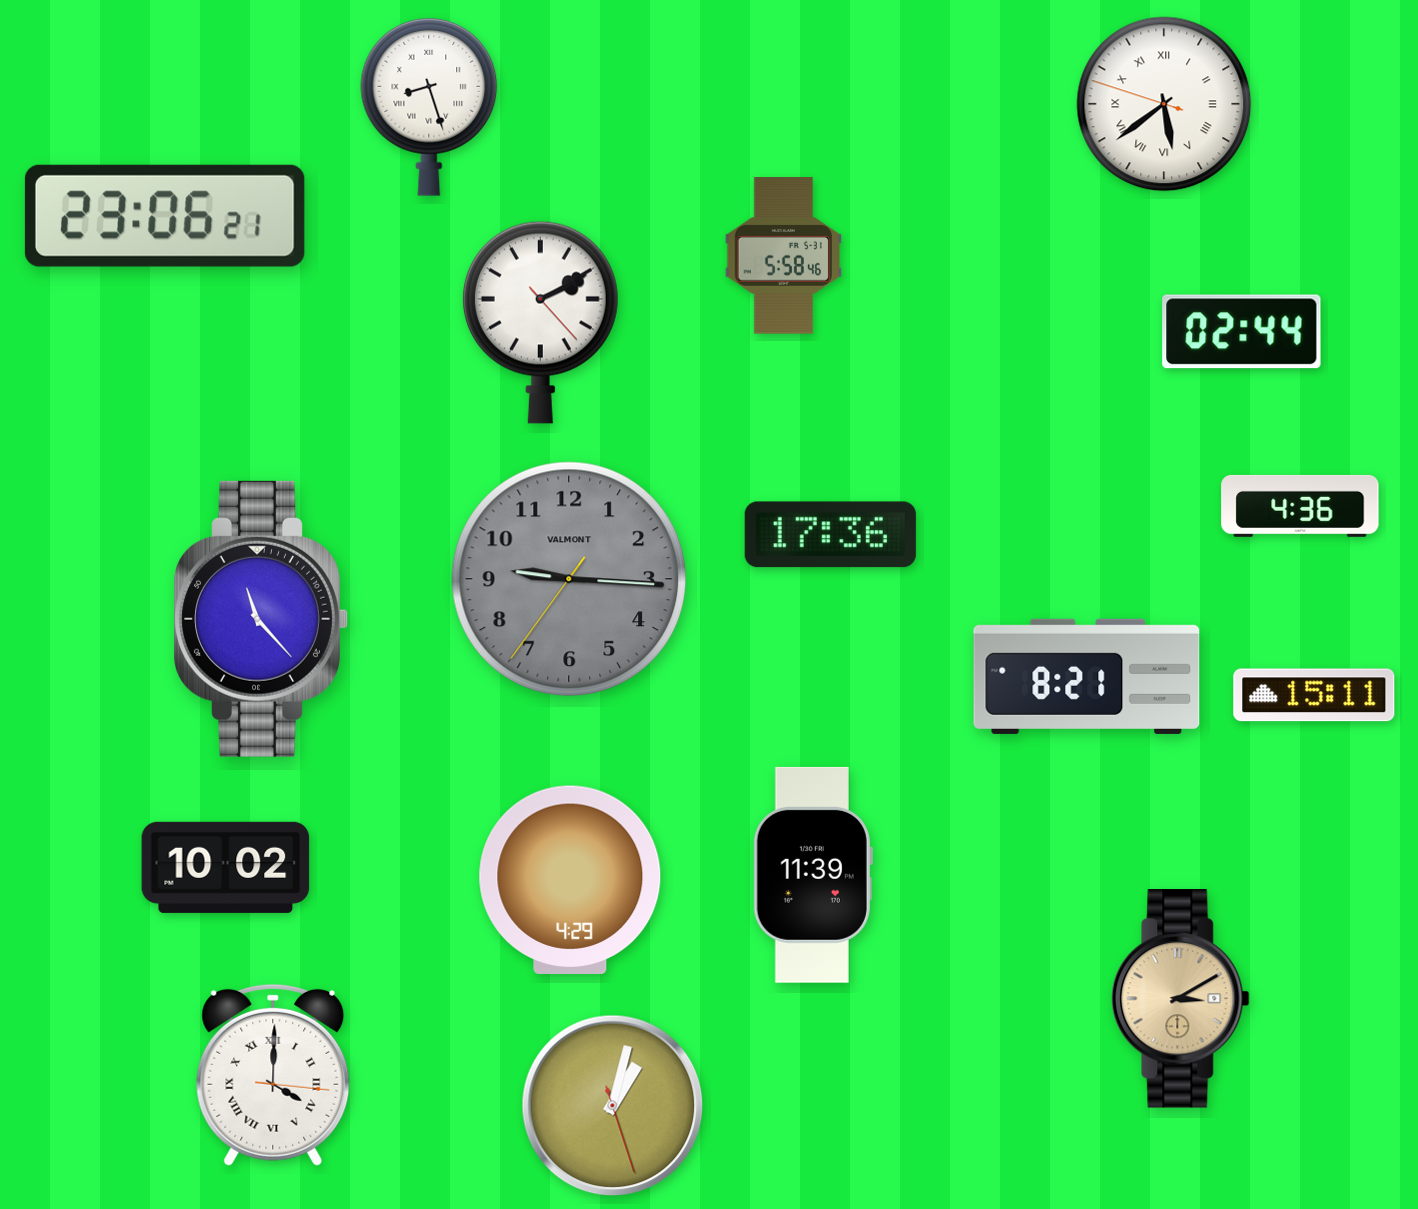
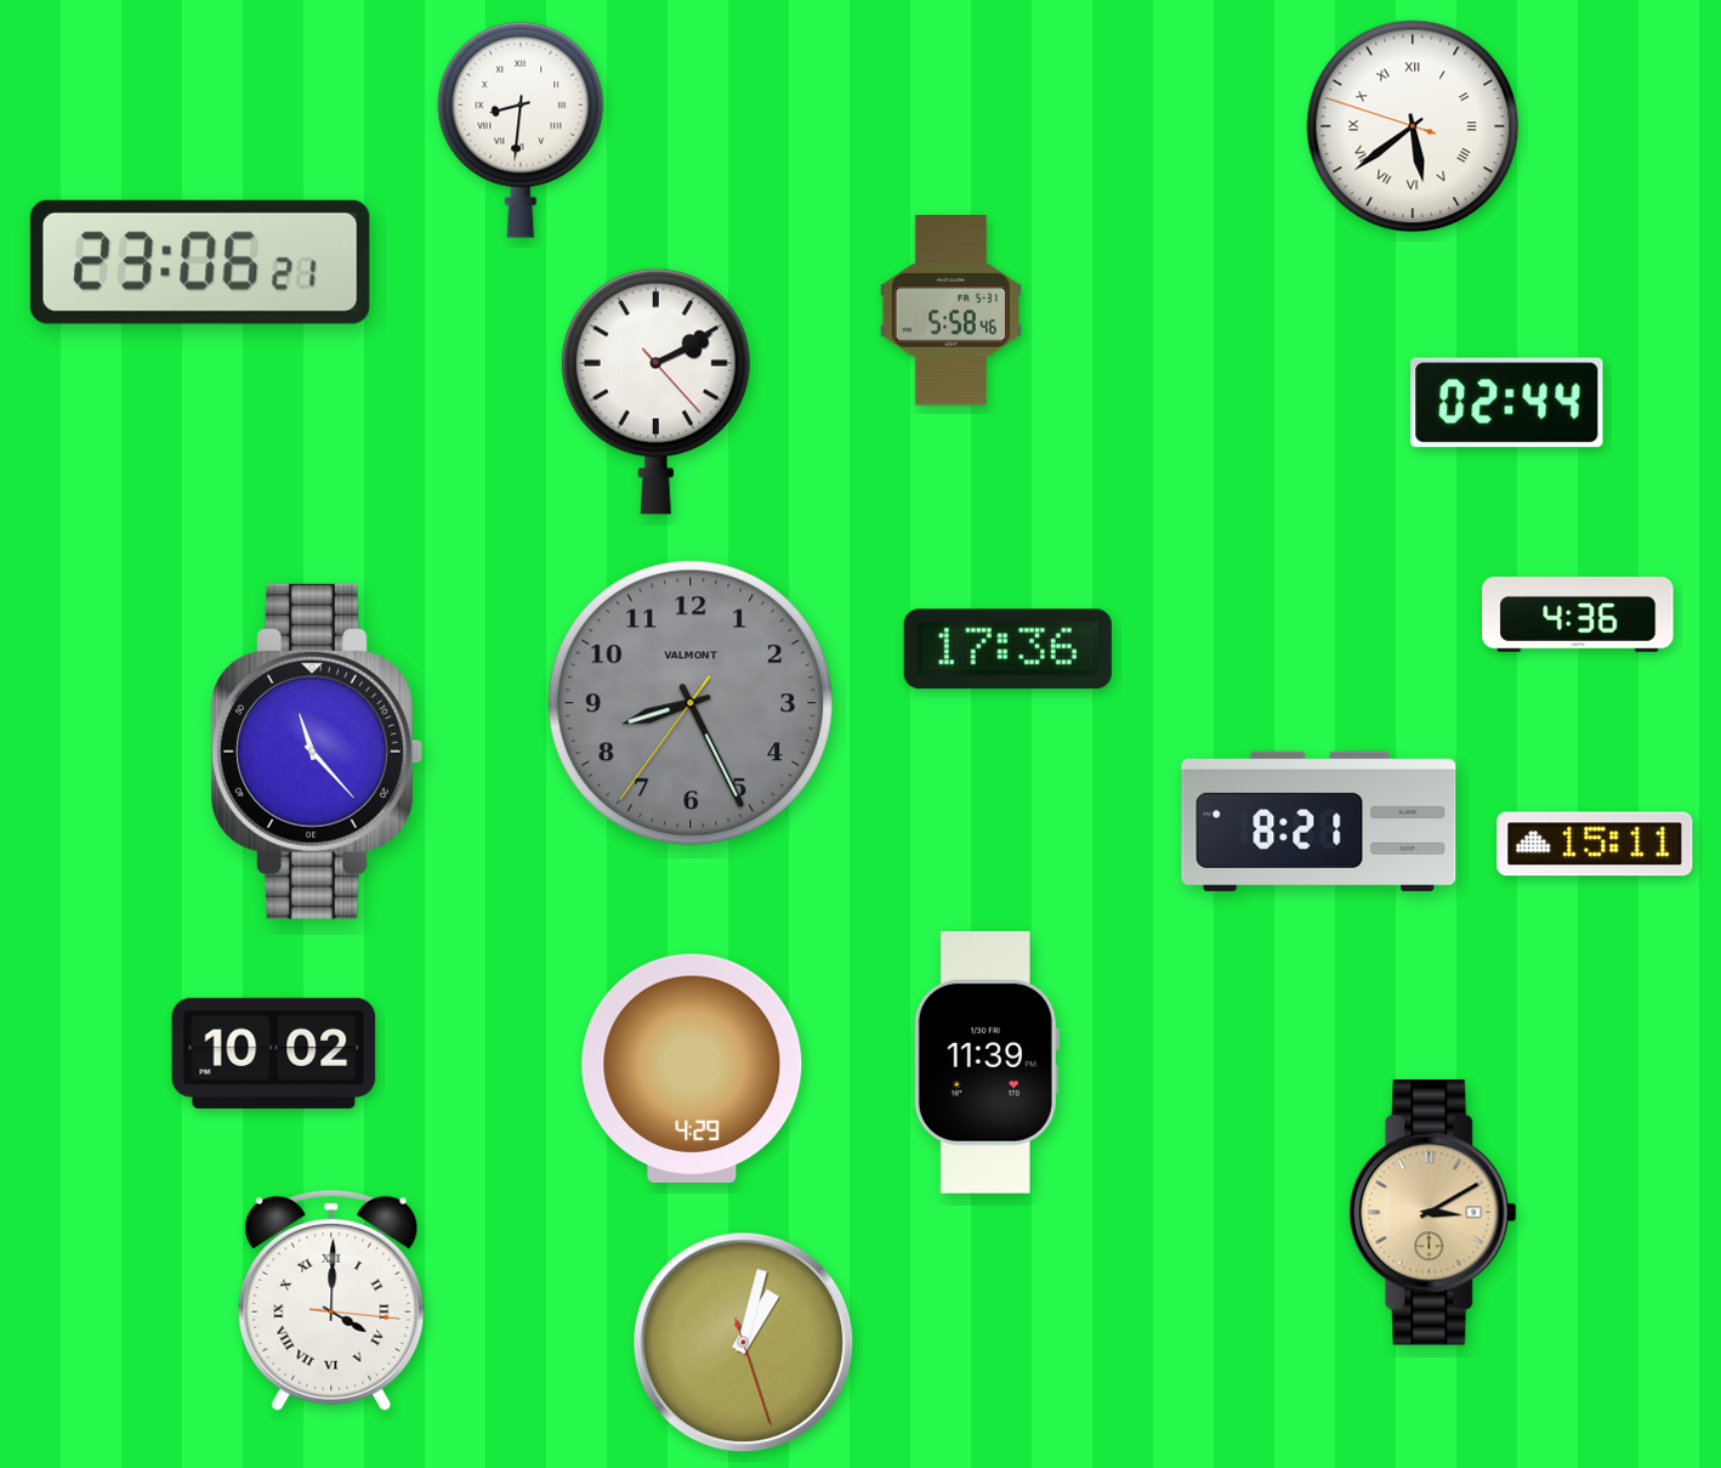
clock at (429, 107): 8:27 -> 8:31
clock at (569, 579): 9:15 -> 8:25
clock at (273, 1075) position: (273, 1075) -> (331, 1300)
